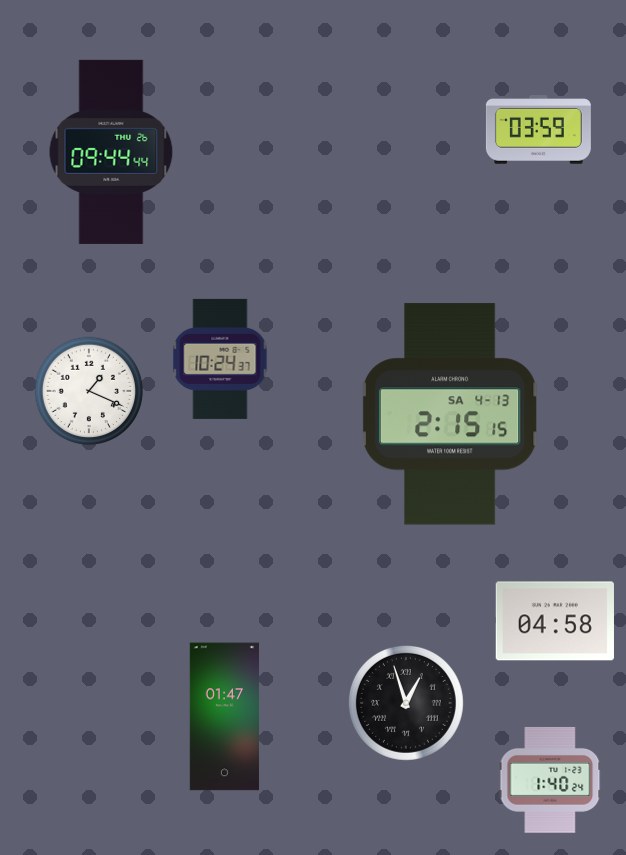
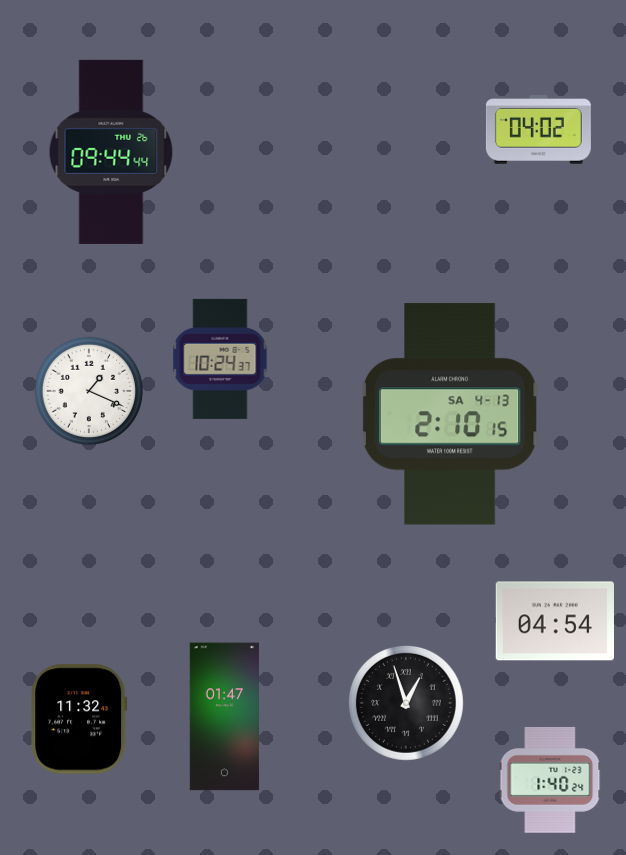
clock at (538, 130): 03:59 -> 04:02
clock at (450, 414): 2:15 -> 2:10
clock at (555, 621): 04:58 -> 04:54
clock at (79, 719): none -> 11:32
